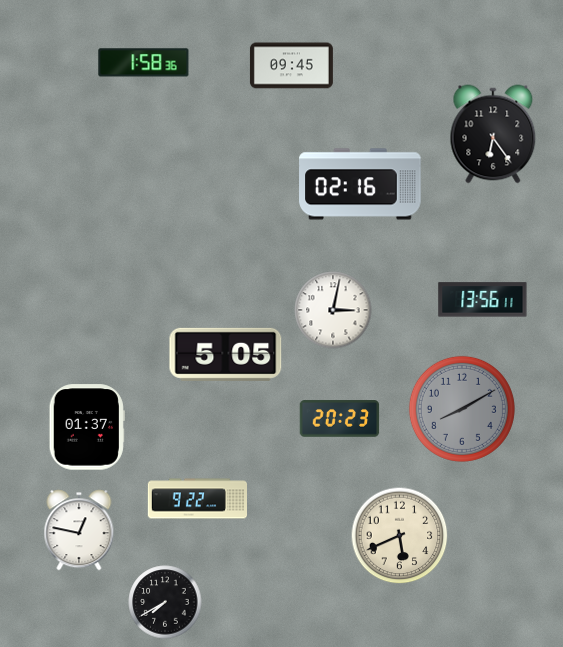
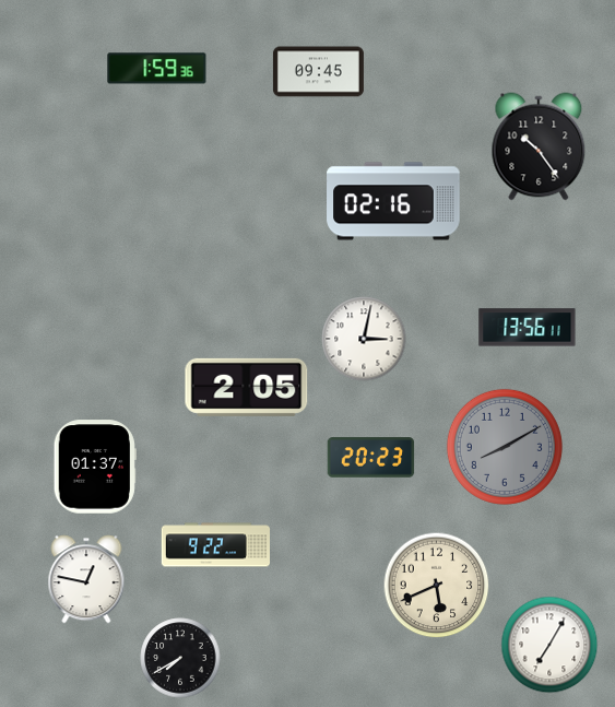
clock at (144, 63): 1:58 -> 1:59
clock at (493, 134): 6:24 -> 10:24
clock at (226, 354): 5:05 -> 2:05
clock at (549, 645): none -> 7:05
